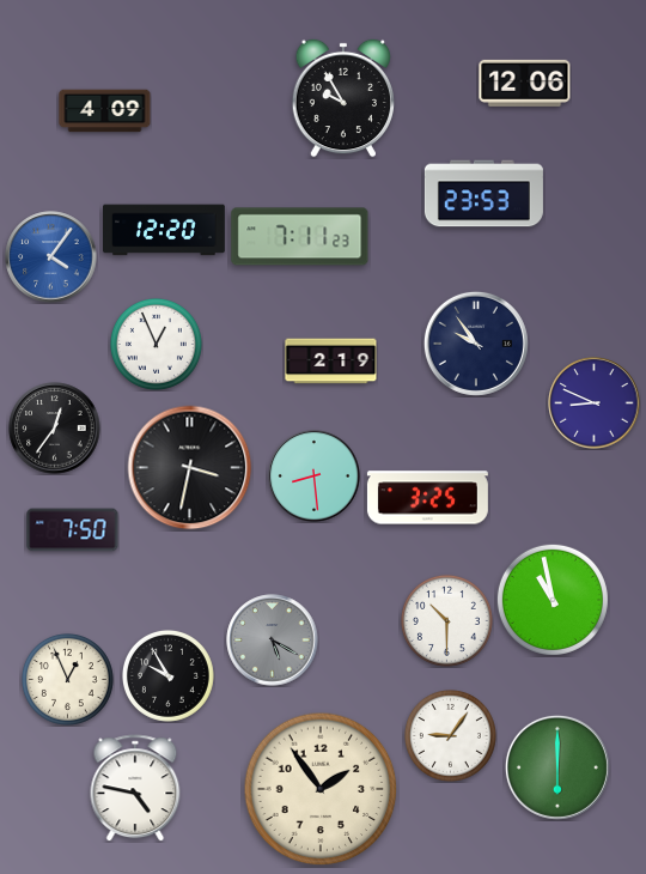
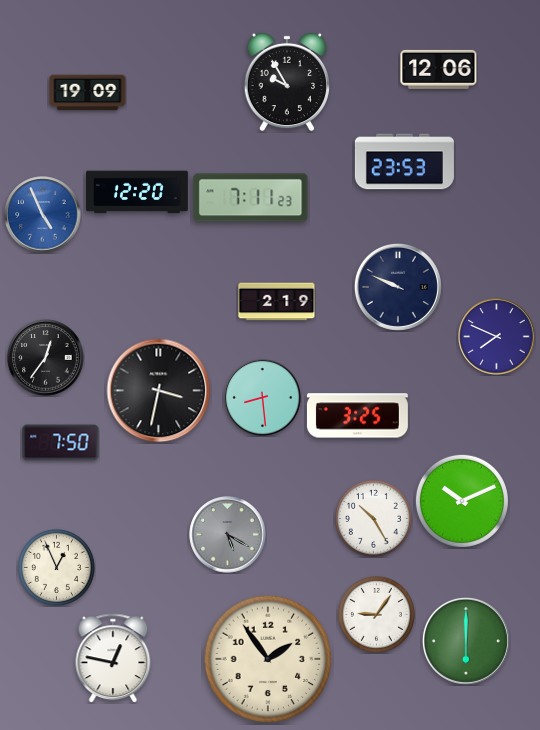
clock at (105, 111): 4:09 -> 19:09
clock at (51, 257): 4:06 -> 4:56
clock at (156, 344): 12:56 -> none
clock at (476, 344): 9:54 -> 9:49
clock at (595, 403): 8:49 -> 7:49
clock at (553, 600): 10:58 -> 10:11
clock at (446, 620): 10:30 -> 10:25
clock at (167, 675): 9:55 -> none
clock at (135, 788): 4:47 -> 12:47
